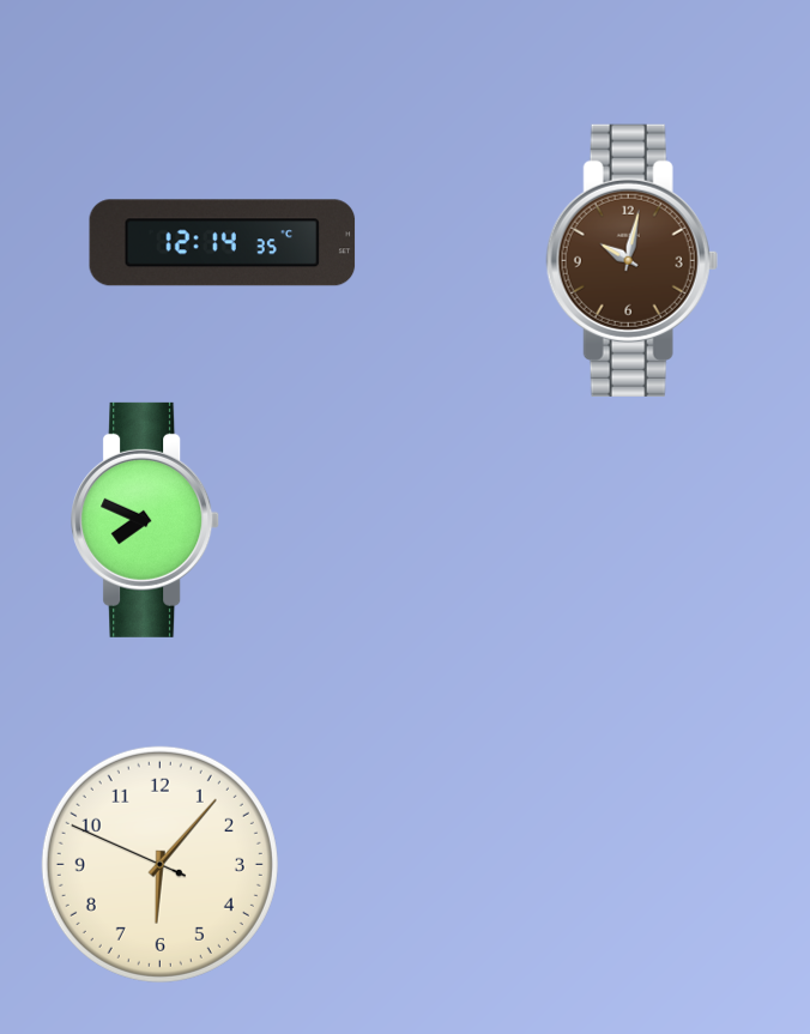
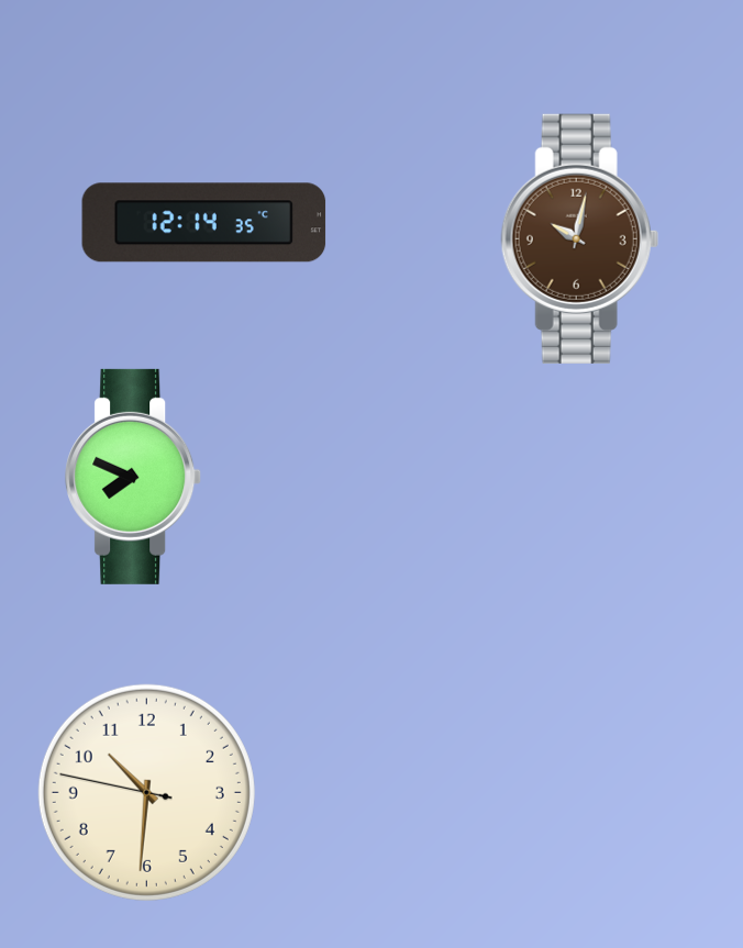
clock at (159, 864): 6:06 -> 10:30
